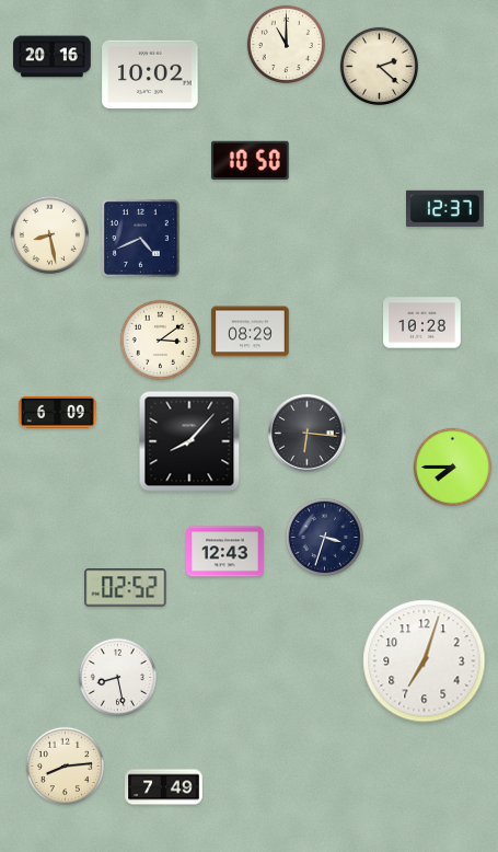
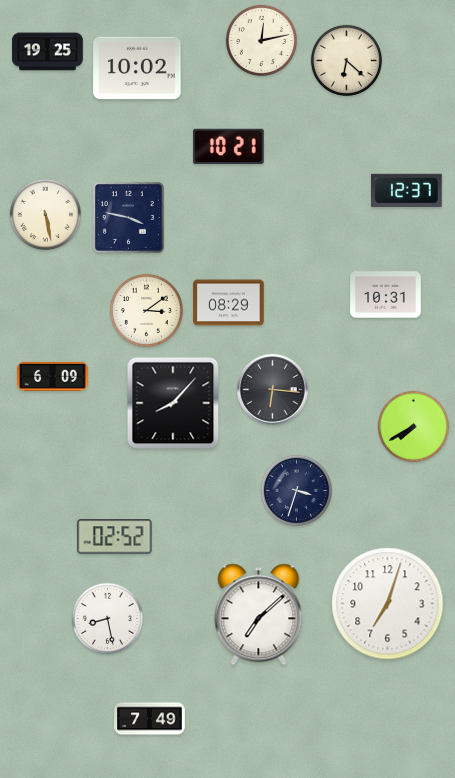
clock at (286, 44): 11:00 -> 12:13
clock at (53, 57): 20:16 -> 19:25
clock at (379, 66): 2:22 -> 6:22
clock at (251, 160): 10:50 -> 10:21
clock at (49, 234): 8:28 -> 5:28
clock at (140, 238): 4:41 -> 3:47
clock at (422, 323): 10:28 -> 10:31
clock at (308, 434) position: (308, 434) -> (273, 390)
clock at (452, 467): 7:45 -> 7:40
clock at (225, 552): 12:43 -> none
clock at (259, 615): none -> 7:08
clock at (65, 765): 8:14 -> none
